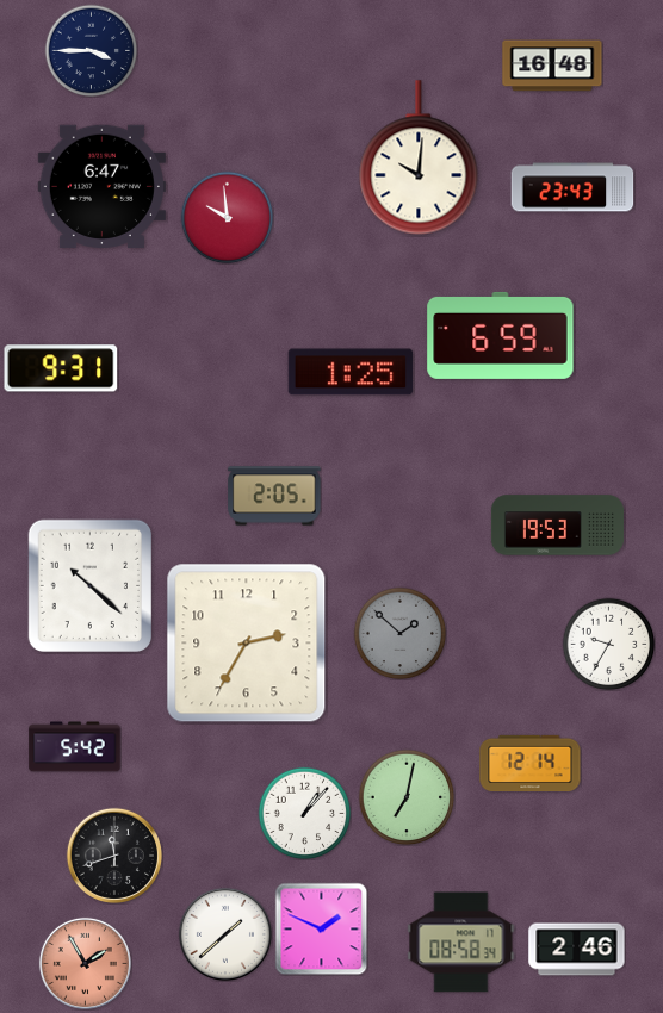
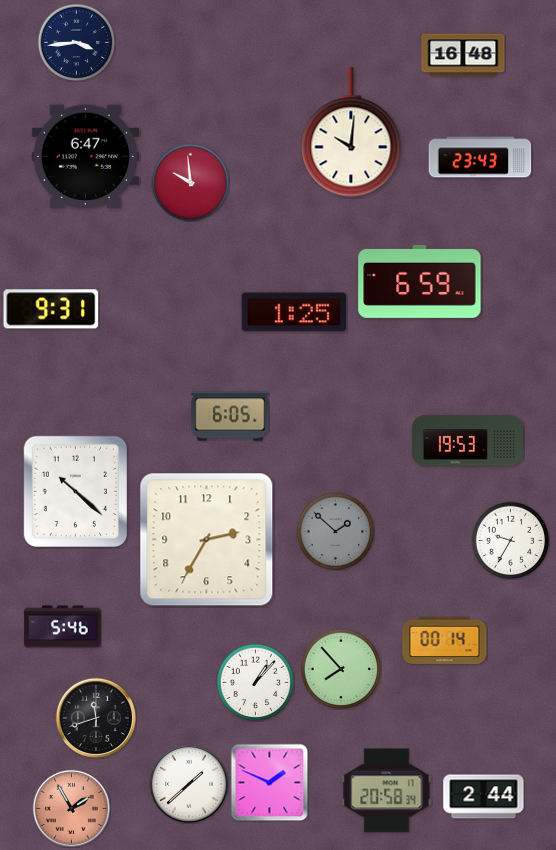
clock at (91, 50): 3:45 -> 3:44
clock at (274, 496): 2:05 -> 6:05
clock at (75, 747): 5:42 -> 5:46
clock at (531, 763): 12:14 -> 00:14
clock at (407, 797): 7:02 -> 7:53
clock at (321, 928) position: (321, 928) -> (269, 782)
clock at (461, 943): 08:58 -> 20:58
clock at (577, 950): 2:46 -> 2:44
